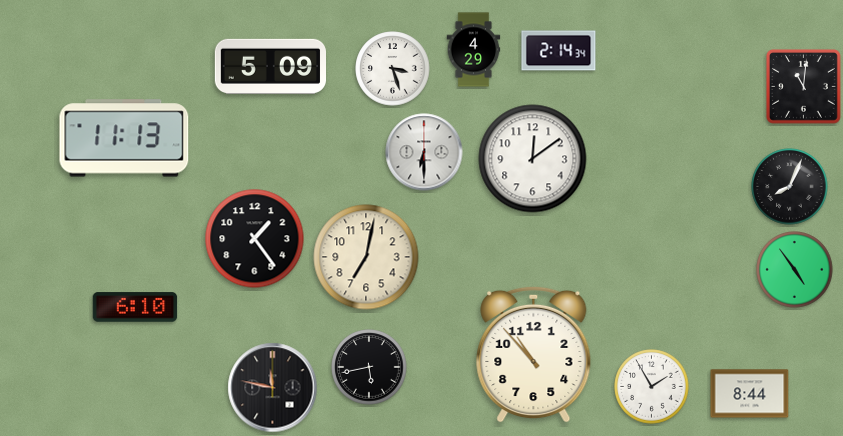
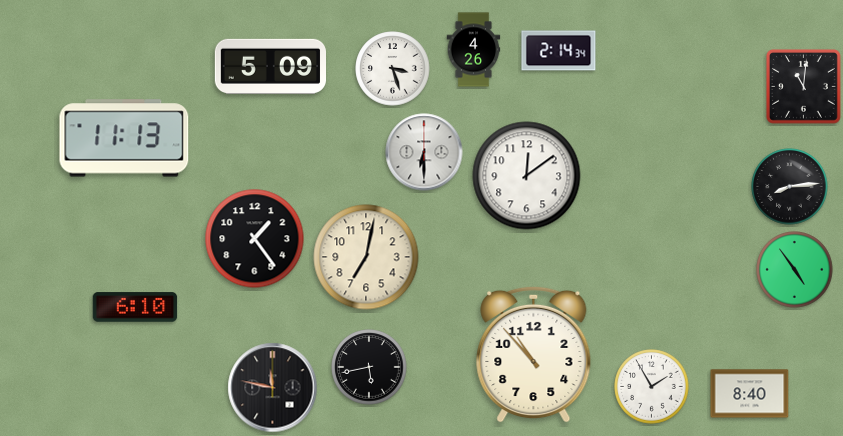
clock at (474, 50): 4:29 -> 4:26
clock at (533, 159) position: (533, 159) -> (527, 176)
clock at (790, 187): 8:04 -> 8:14
clock at (750, 394): 8:44 -> 8:40
